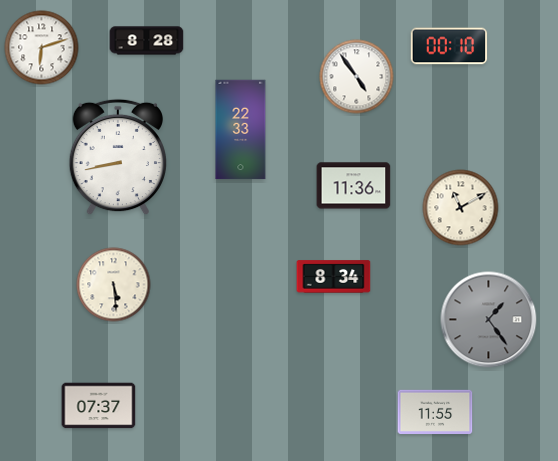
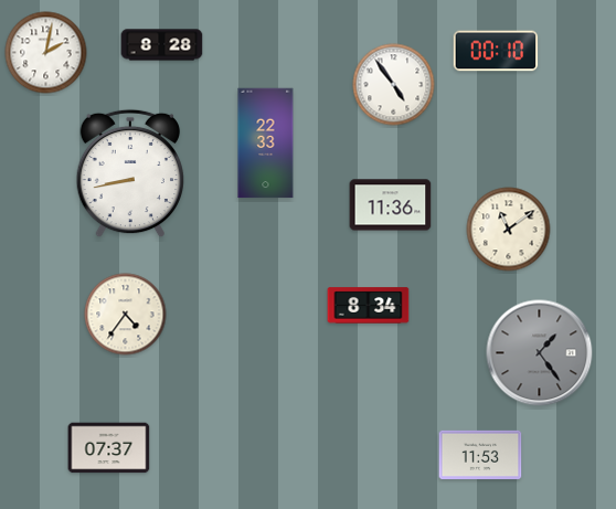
clock at (42, 48): 6:12 -> 2:02
clock at (461, 208): 11:10 -> 11:09
clock at (114, 285): 5:29 -> 4:36
clock at (435, 412): 11:55 -> 11:53
